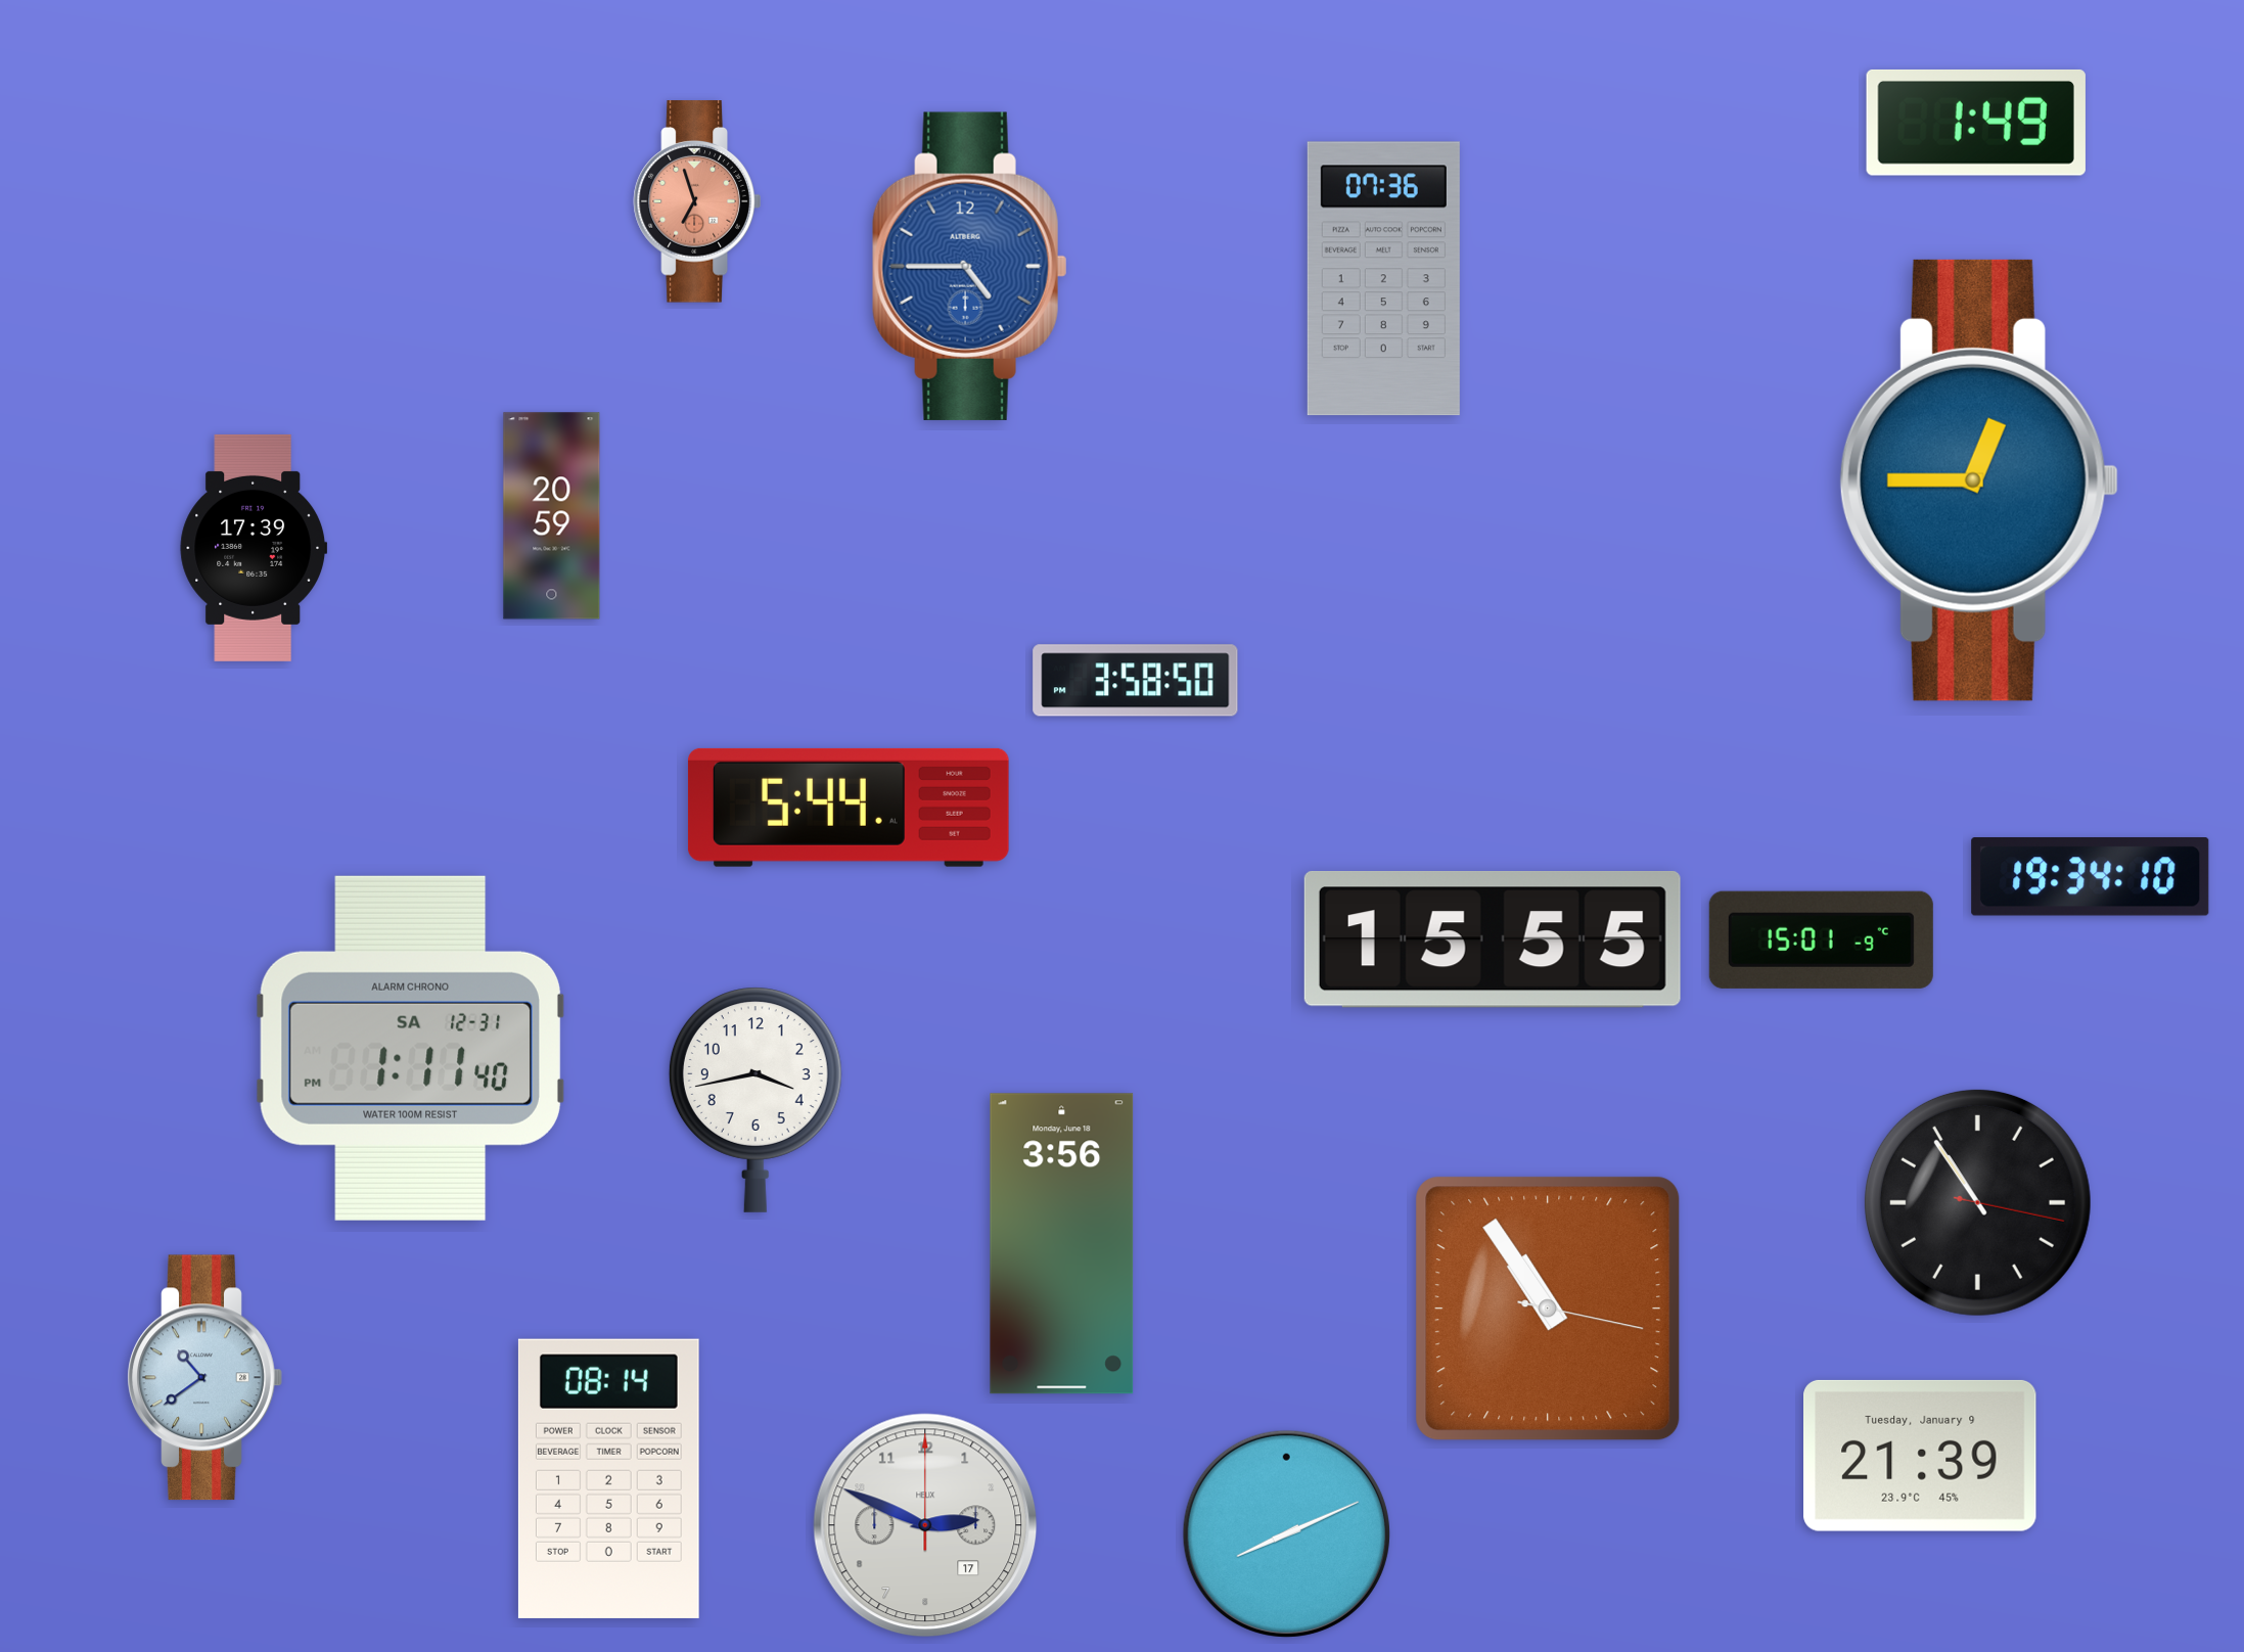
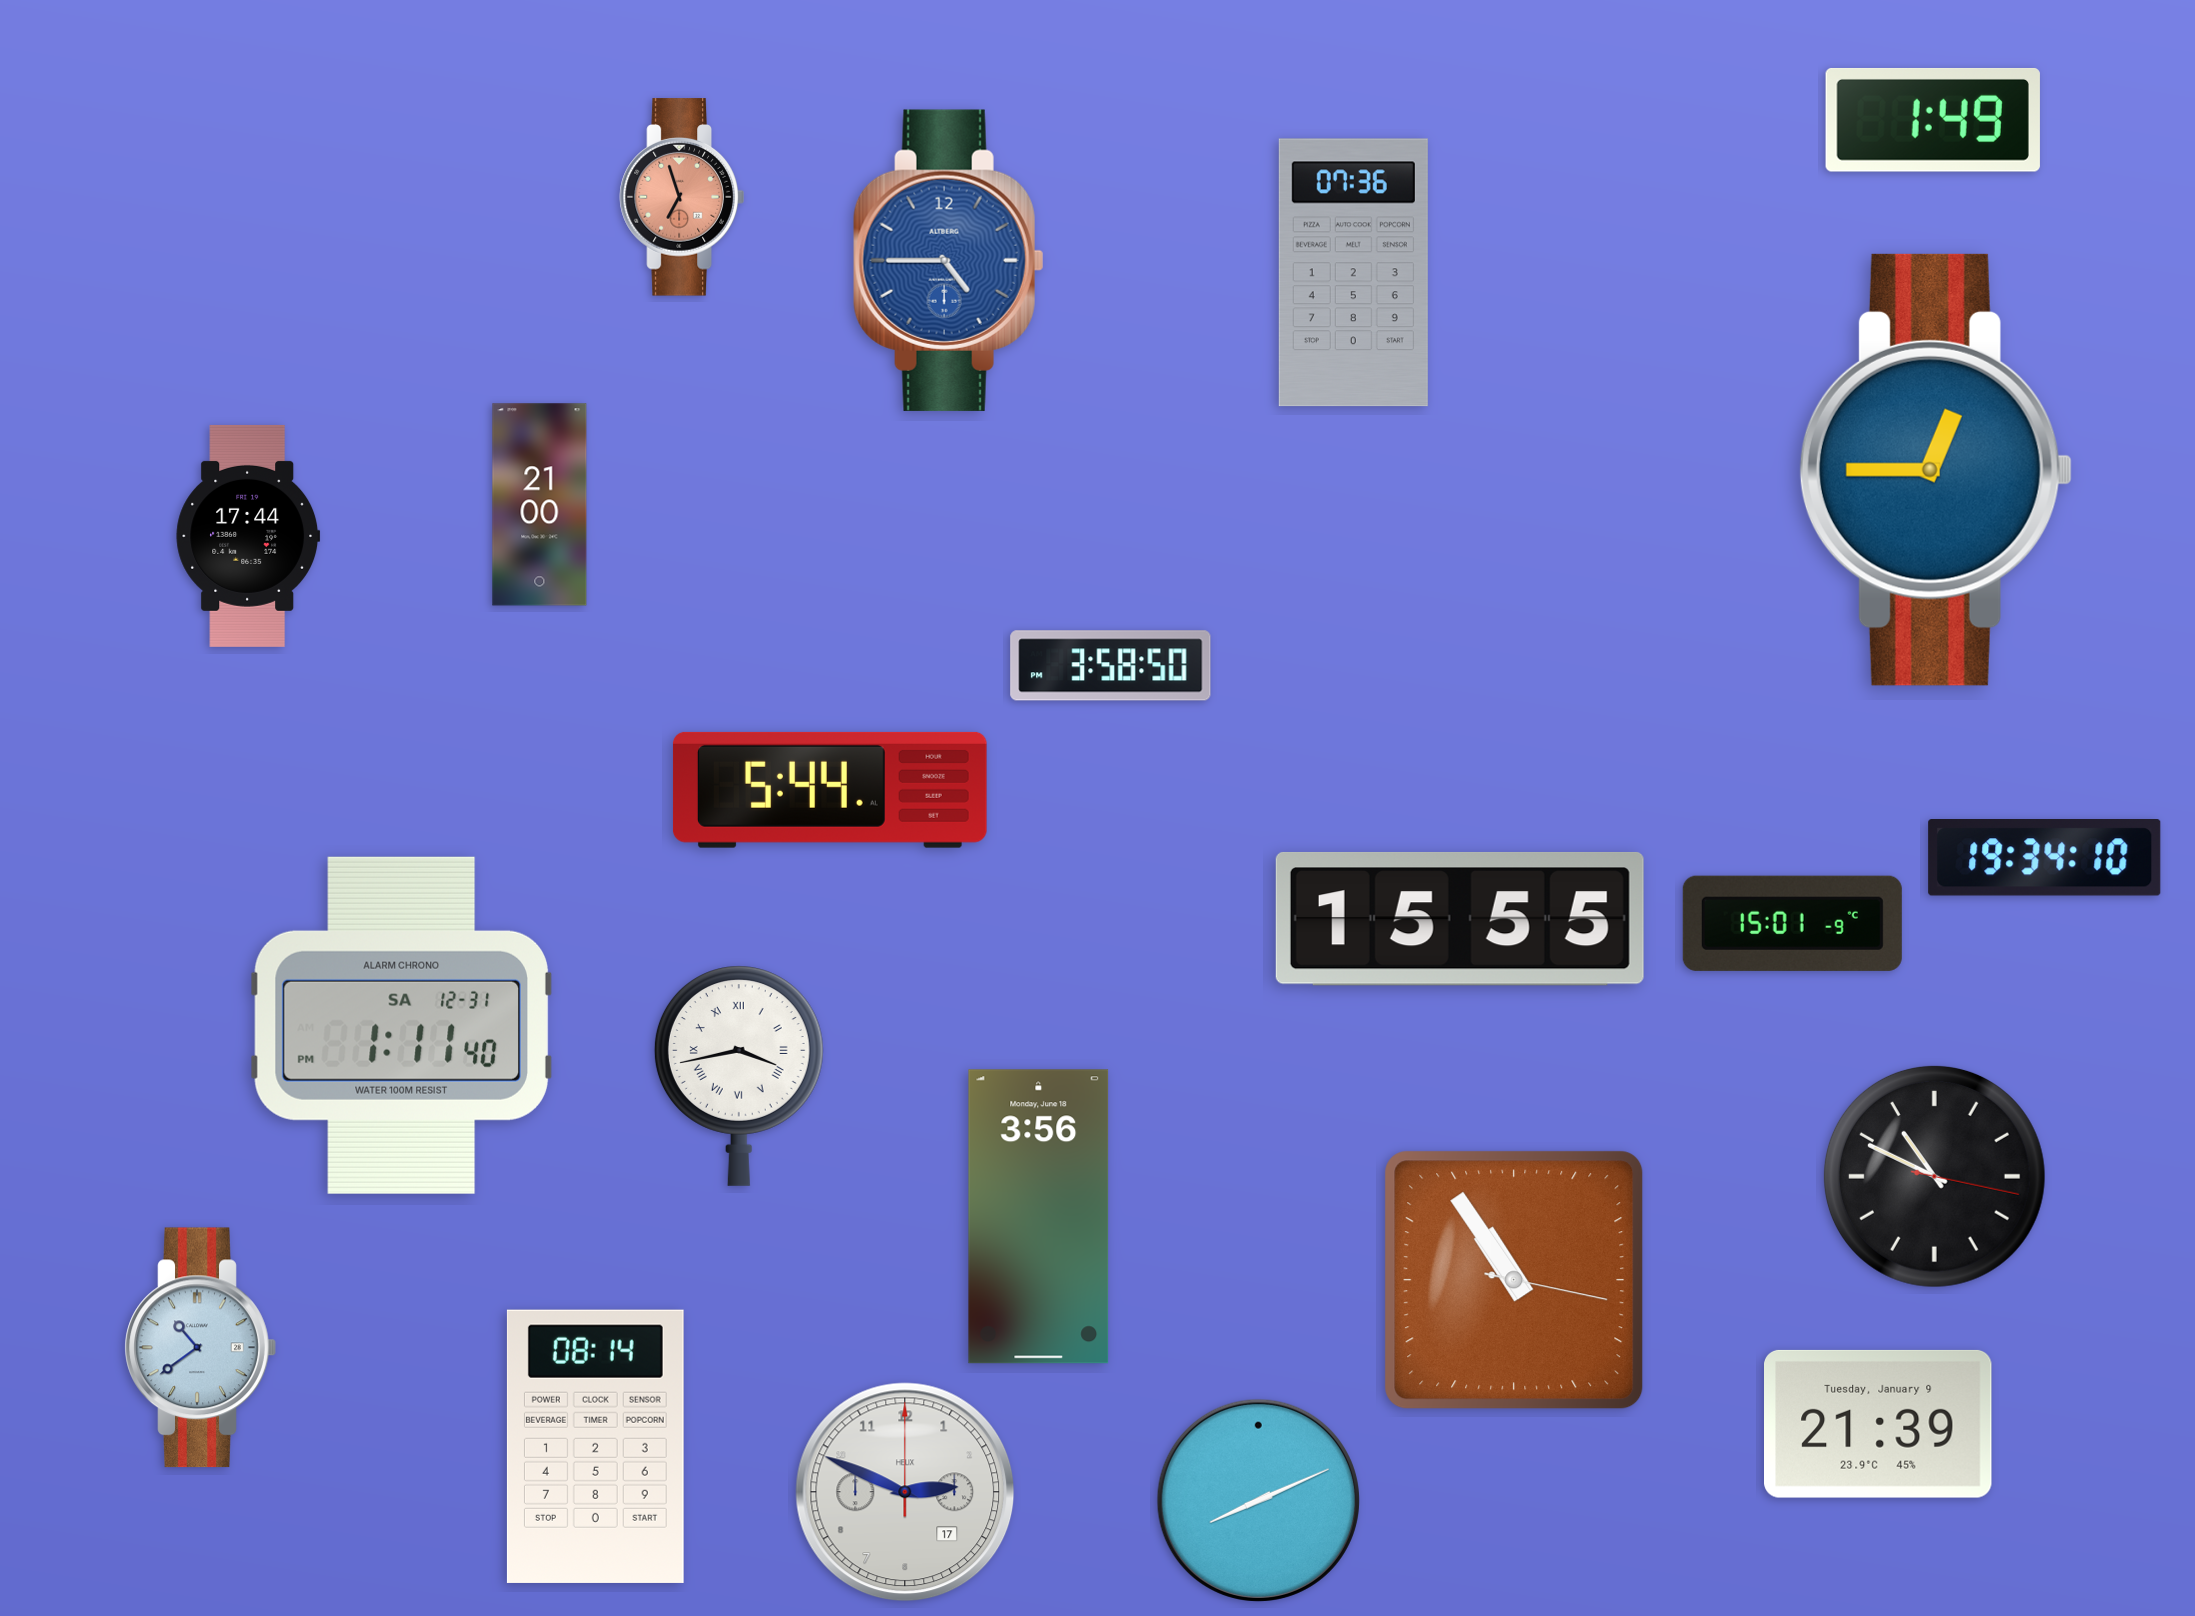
clock at (552, 516): 20:59 -> 21:00
clock at (254, 548): 17:39 -> 17:44
clock at (1821, 939) position: (1821, 939) -> (1792, 923)
clock at (755, 1100) numerals: Arabic -> Roman
clock at (1977, 1202): 10:54 -> 10:49
